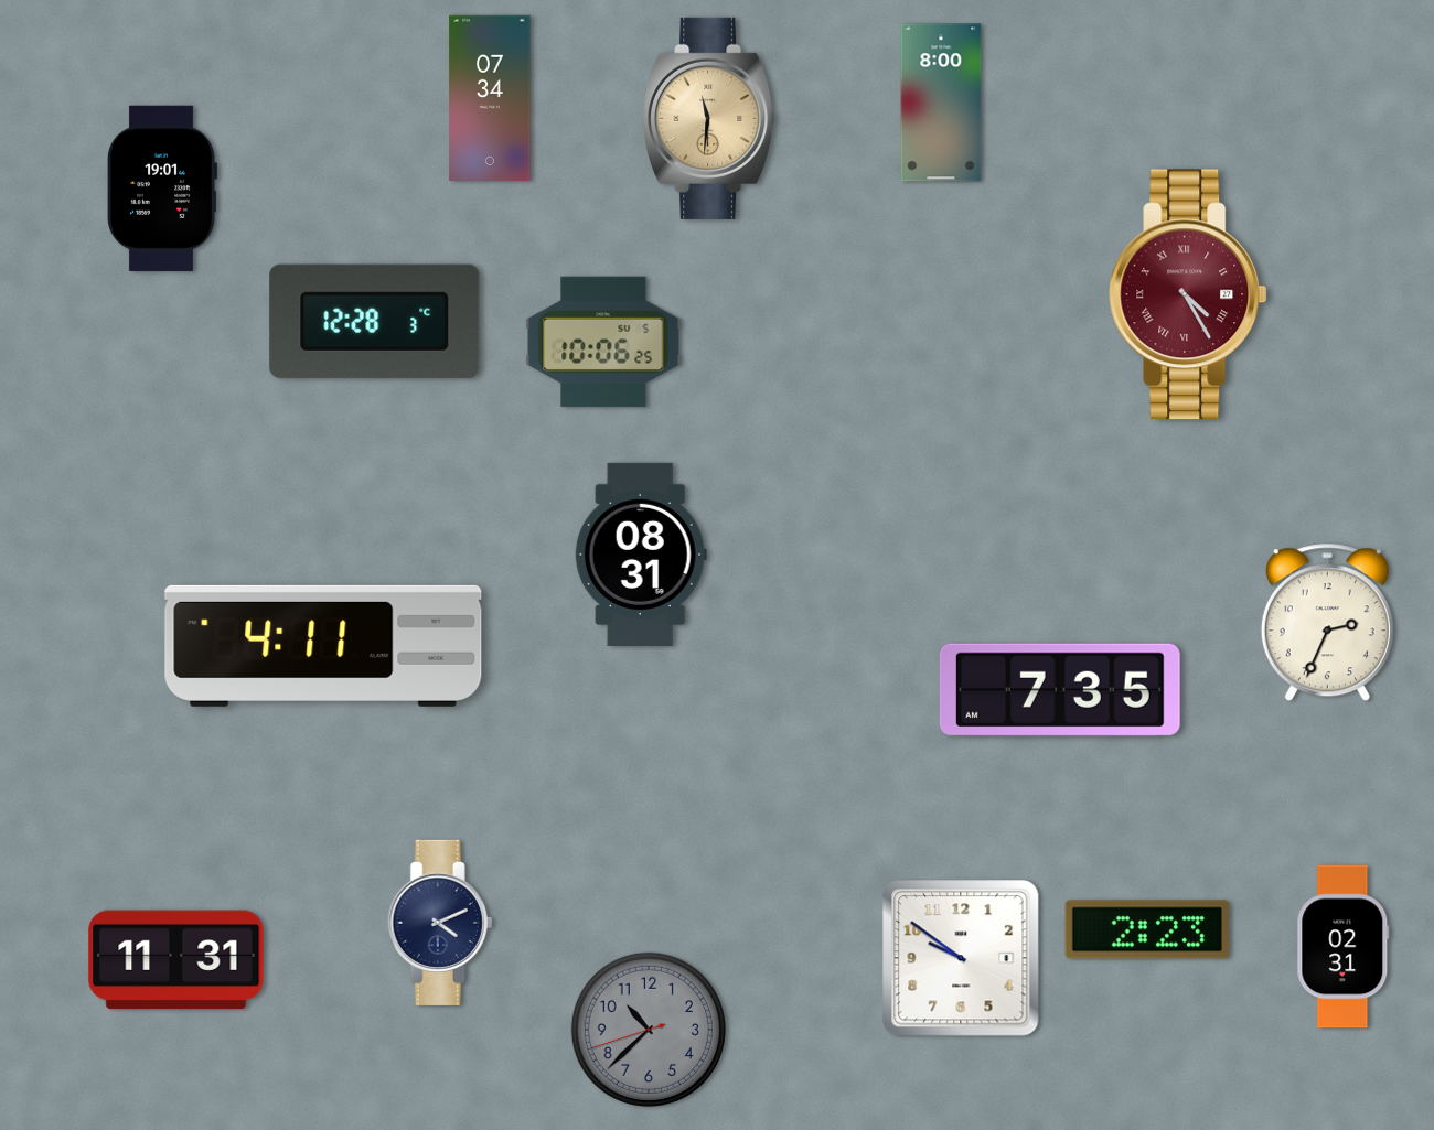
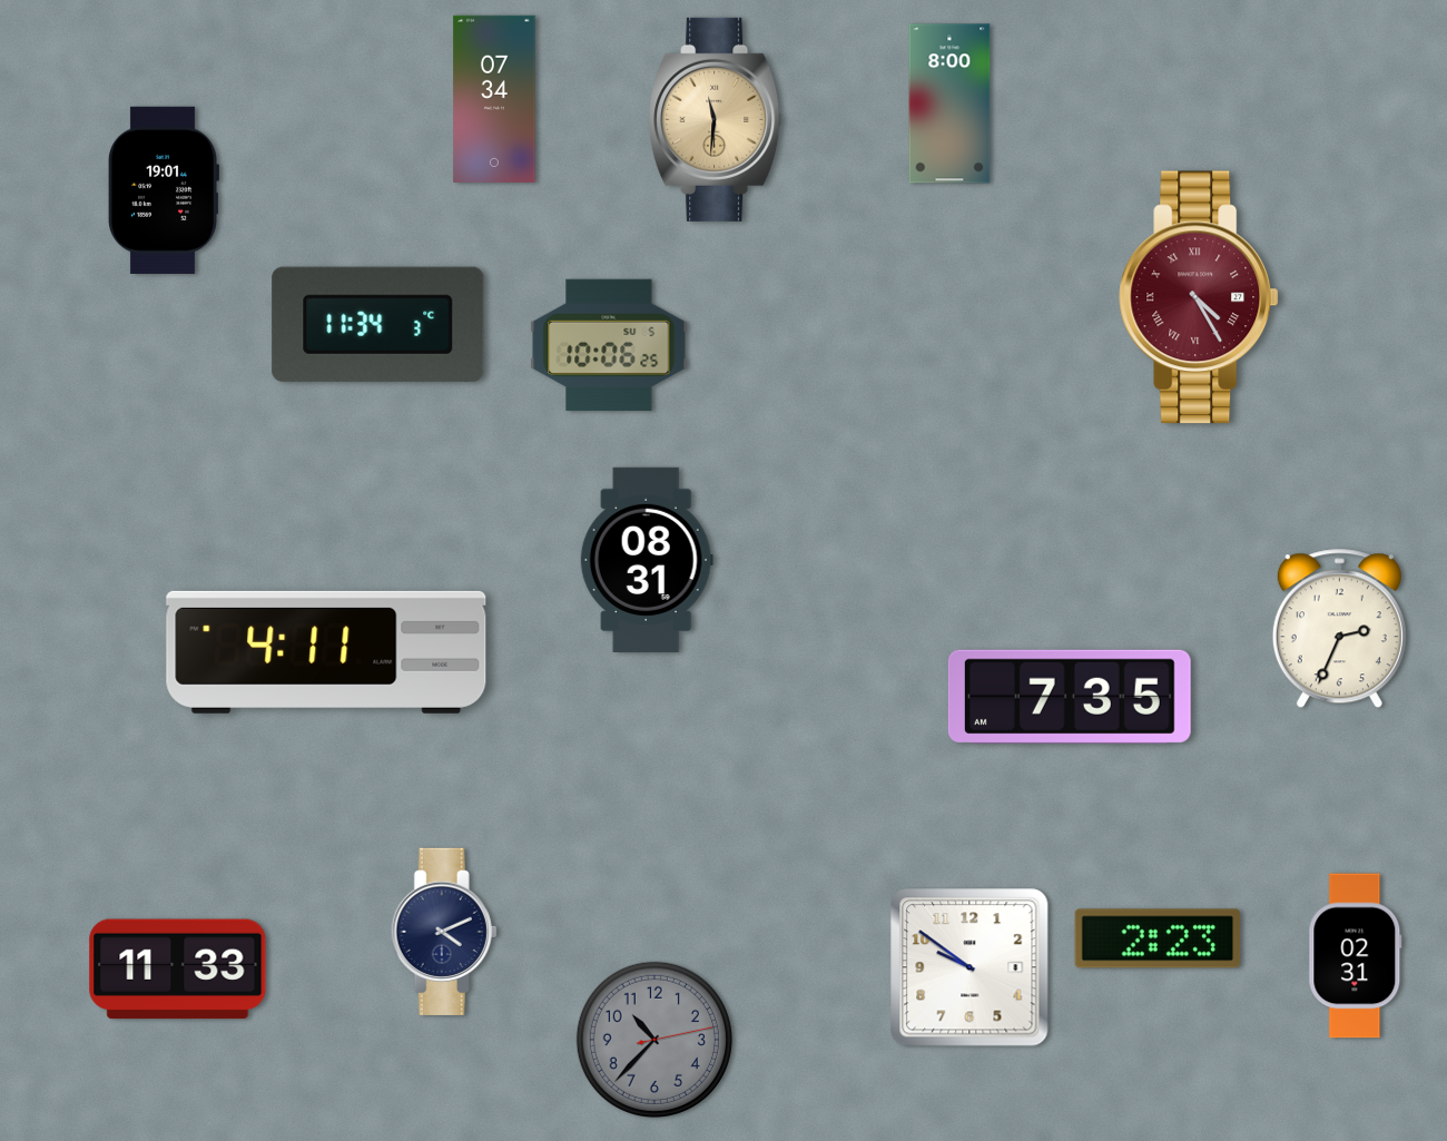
clock at (375, 321): 12:28 -> 11:34
clock at (176, 960): 11:31 -> 11:33
clock at (649, 1030): 10:37:42 -> 10:37:13
